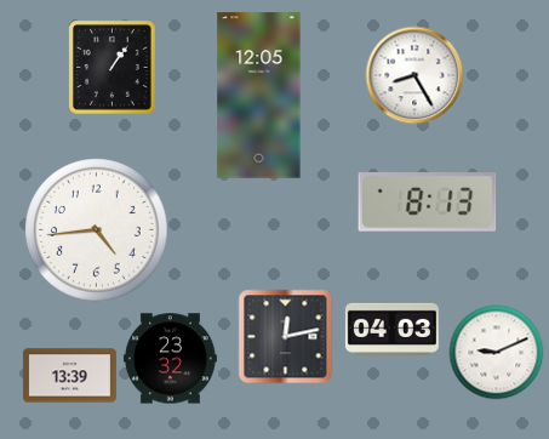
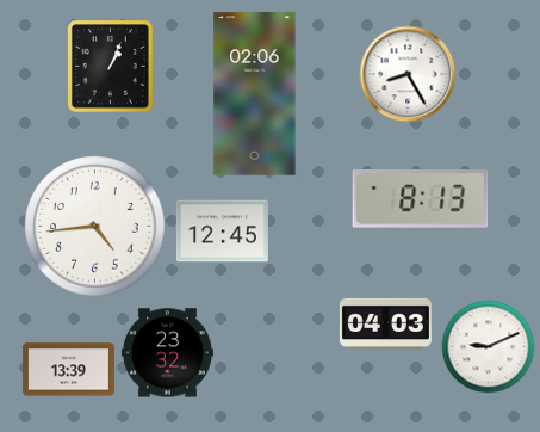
clock at (113, 67): 1:06 -> 1:04
clock at (259, 96): 12:05 -> 02:06
clock at (222, 232): none -> 12:45
clock at (285, 336): 12:13 -> none
